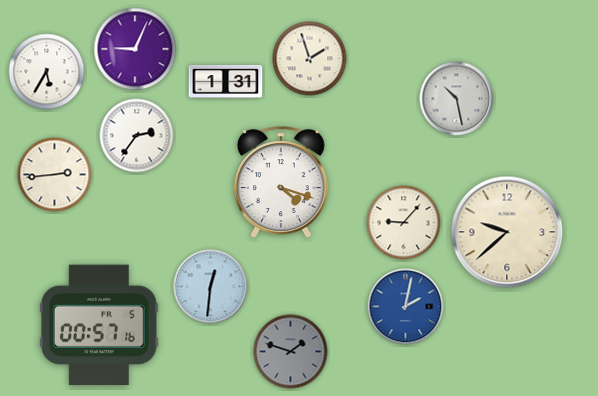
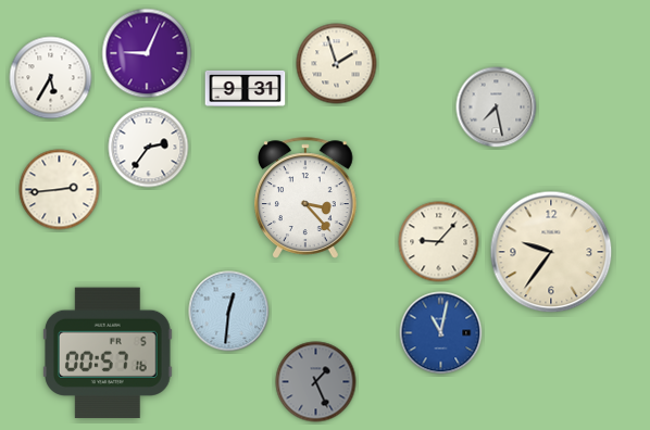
clock at (226, 81): 1:31 -> 9:31
clock at (457, 99): 10:28 -> 7:28
clock at (282, 182): 4:18 -> 3:23
clock at (507, 232): 9:38 -> 9:36
clock at (406, 307): 2:02 -> 11:02
clock at (291, 352): 1:48 -> 1:26
